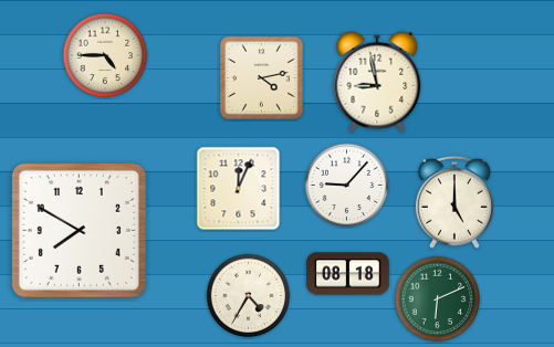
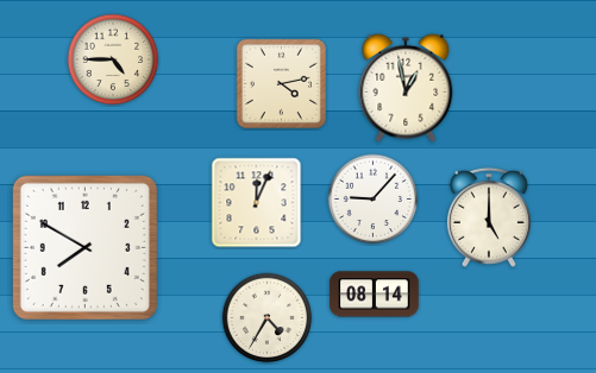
clock at (377, 82): 8:58 -> 12:58
clock at (348, 274): 08:18 -> 08:14
clock at (438, 299): 6:11 -> none
